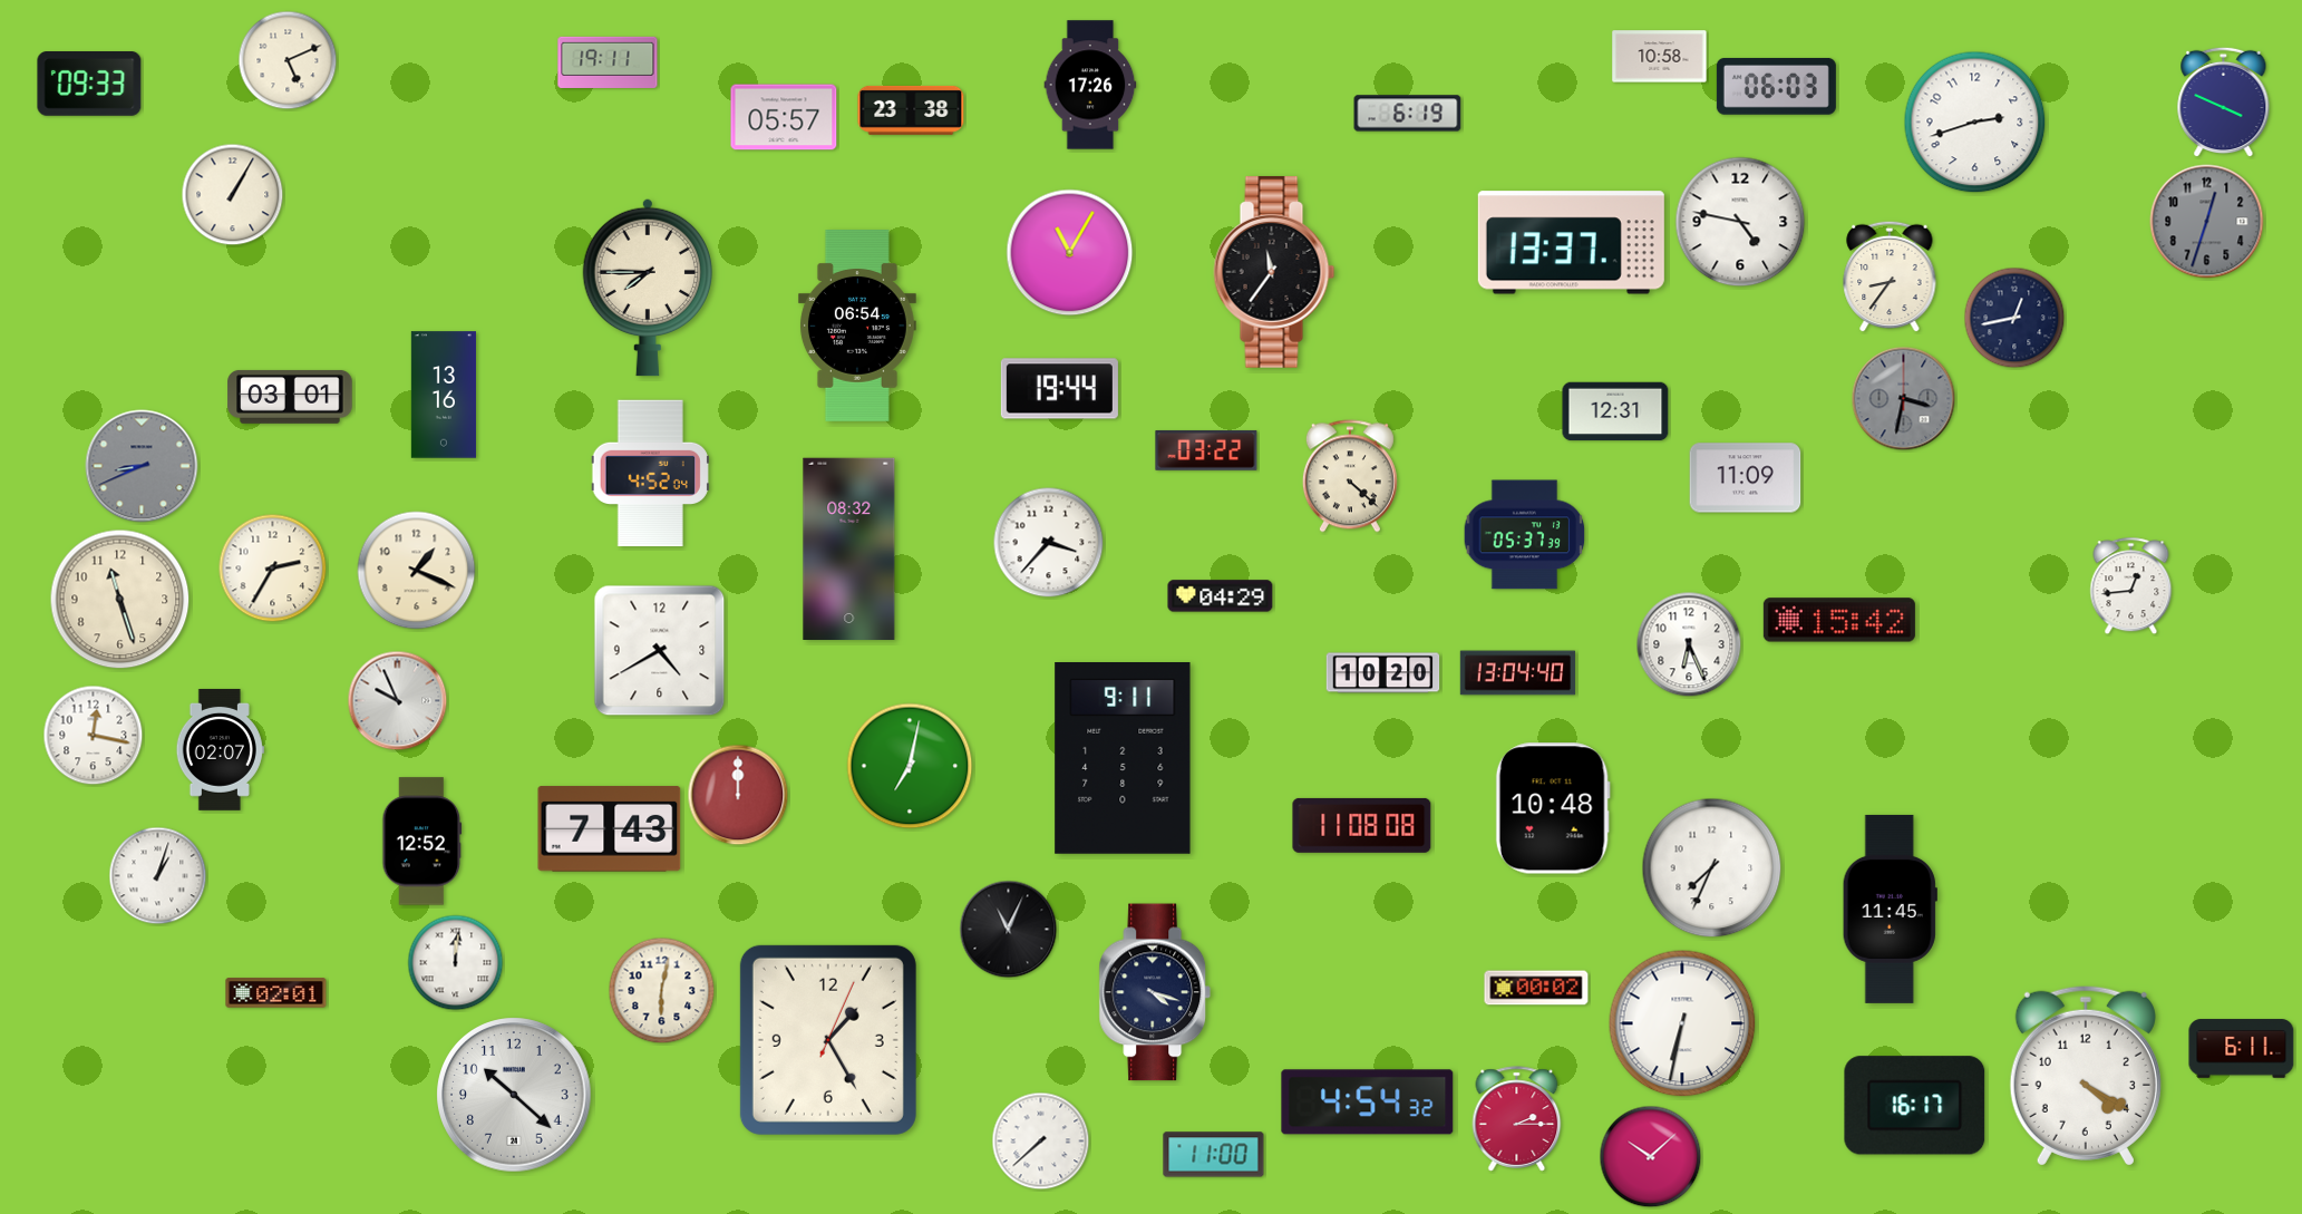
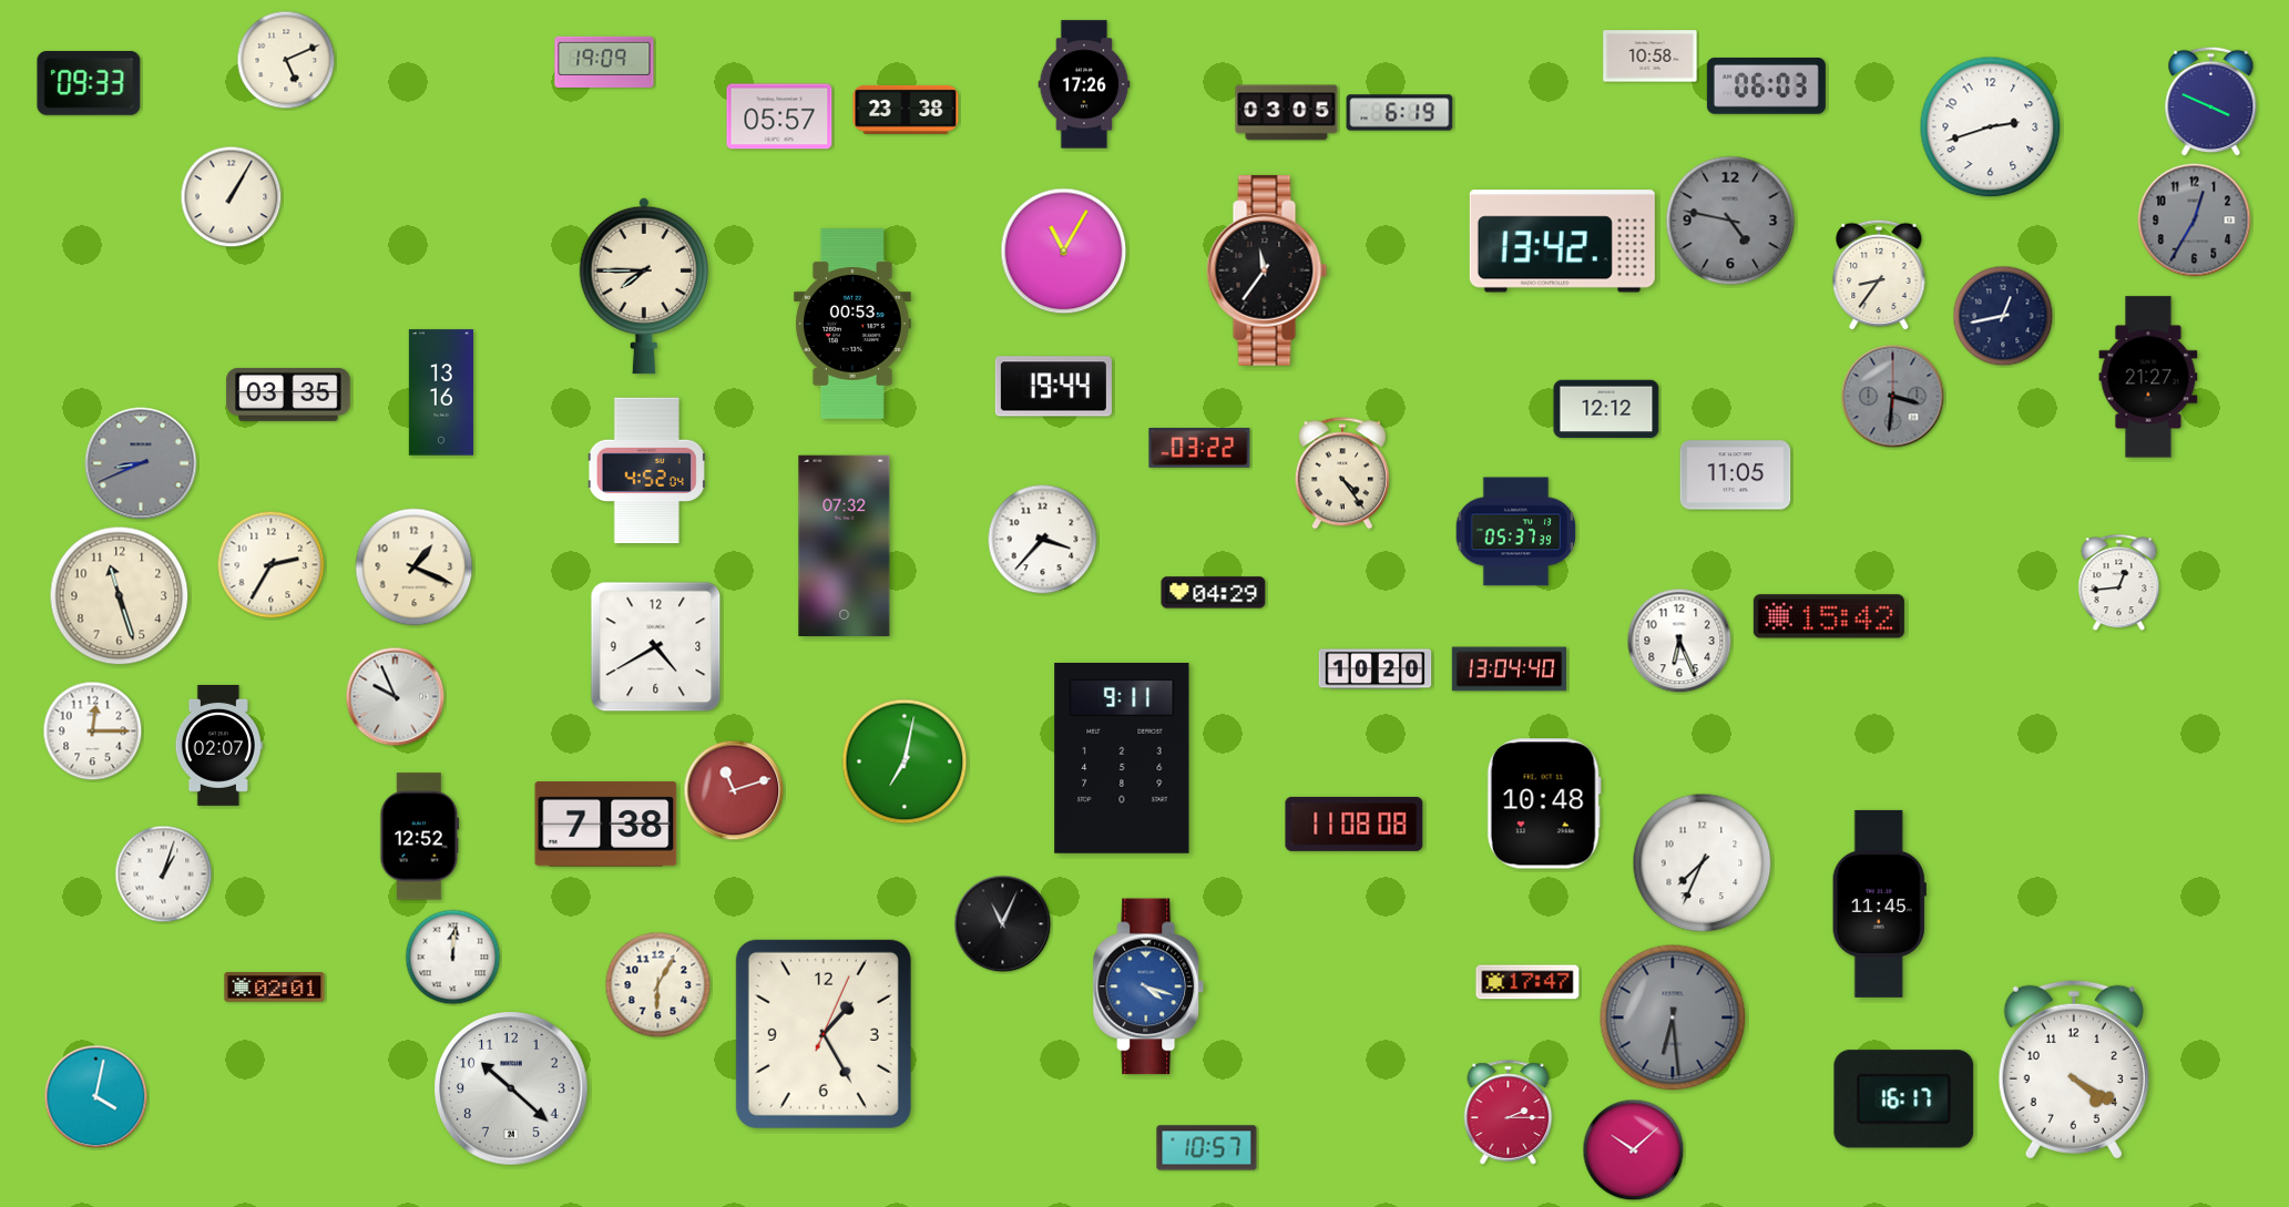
clock at (608, 61): 19:11 -> 19:09
clock at (1287, 113): none -> 03:05
clock at (1975, 123) position: (1975, 123) -> (1991, 127)
clock at (233, 195) position: (233, 195) -> (232, 197)
clock at (1740, 222) dial: white -> grey
clock at (2207, 222): 12:33 -> 12:35
clock at (1571, 243): 13:37 -> 13:42
clock at (857, 326): 06:54 -> 00:53
clock at (2148, 377): none -> 21:27
clock at (290, 397): 03:01 -> 03:35
clock at (1904, 399): 3:32 -> 3:31
clock at (1615, 411): 12:31 -> 12:12
clock at (1350, 476): 4:22 -> 4:24
clock at (1746, 478): 11:09 -> 11:05
clock at (849, 548): 08:32 -> 07:32
clock at (94, 736): 12:17 -> 12:15
clock at (1123, 759) position: (1123, 759) -> (1122, 759)
clock at (738, 795): 12:00 -> 11:12
clock at (1362, 825) position: (1362, 825) -> (1355, 824)
clock at (610, 829): 7:43 -> 7:38
clock at (158, 876) position: (158, 876) -> (164, 874)
clock at (1536, 988): 00:02 -> 17:47
clock at (662, 991): 6:02 -> 6:05
clock at (1155, 992) dial: navy -> blue
clock at (1682, 1023): 6:32 -> 6:29
clock at (1682, 1023) dial: white -> grey
clock at (2242, 1049): 6:11 -> none
clock at (1368, 1103): 4:54 -> none
clock at (96, 1097): none -> 4:02
clock at (1041, 1142): 7:38 -> none
clock at (1214, 1155): 11:00 -> 10:57
clock at (1651, 1157) position: (1651, 1157) -> (1634, 1150)
